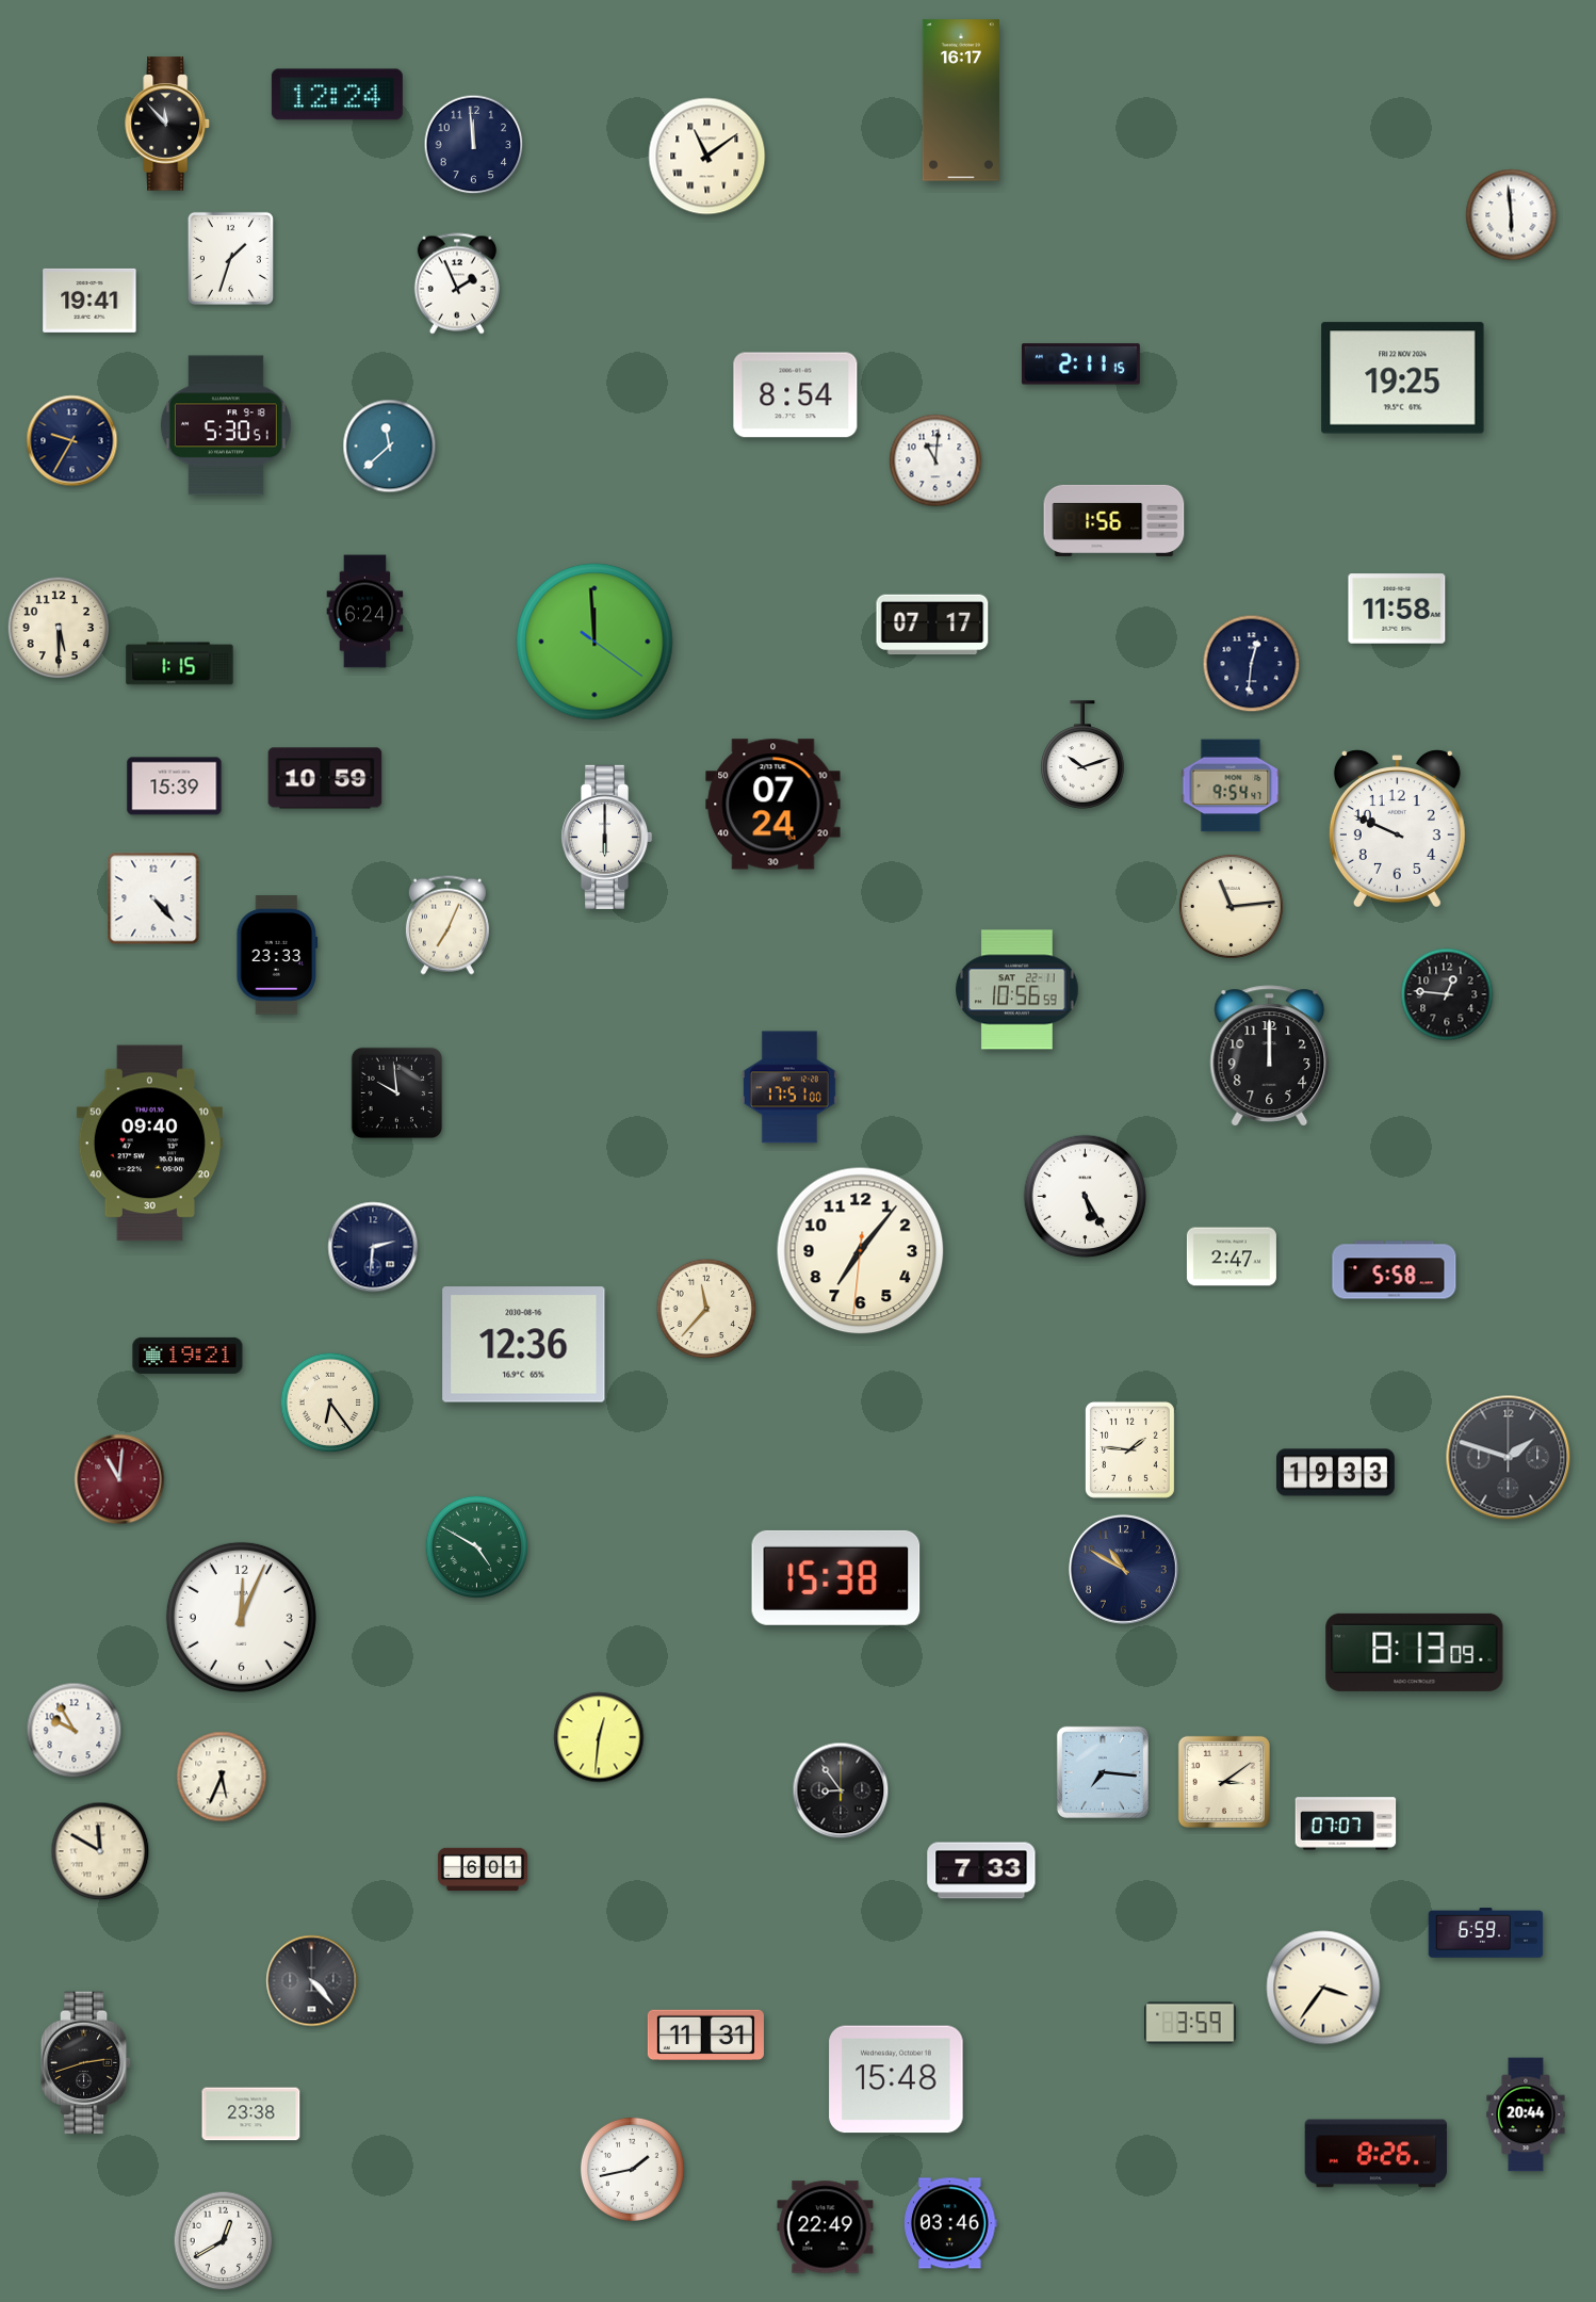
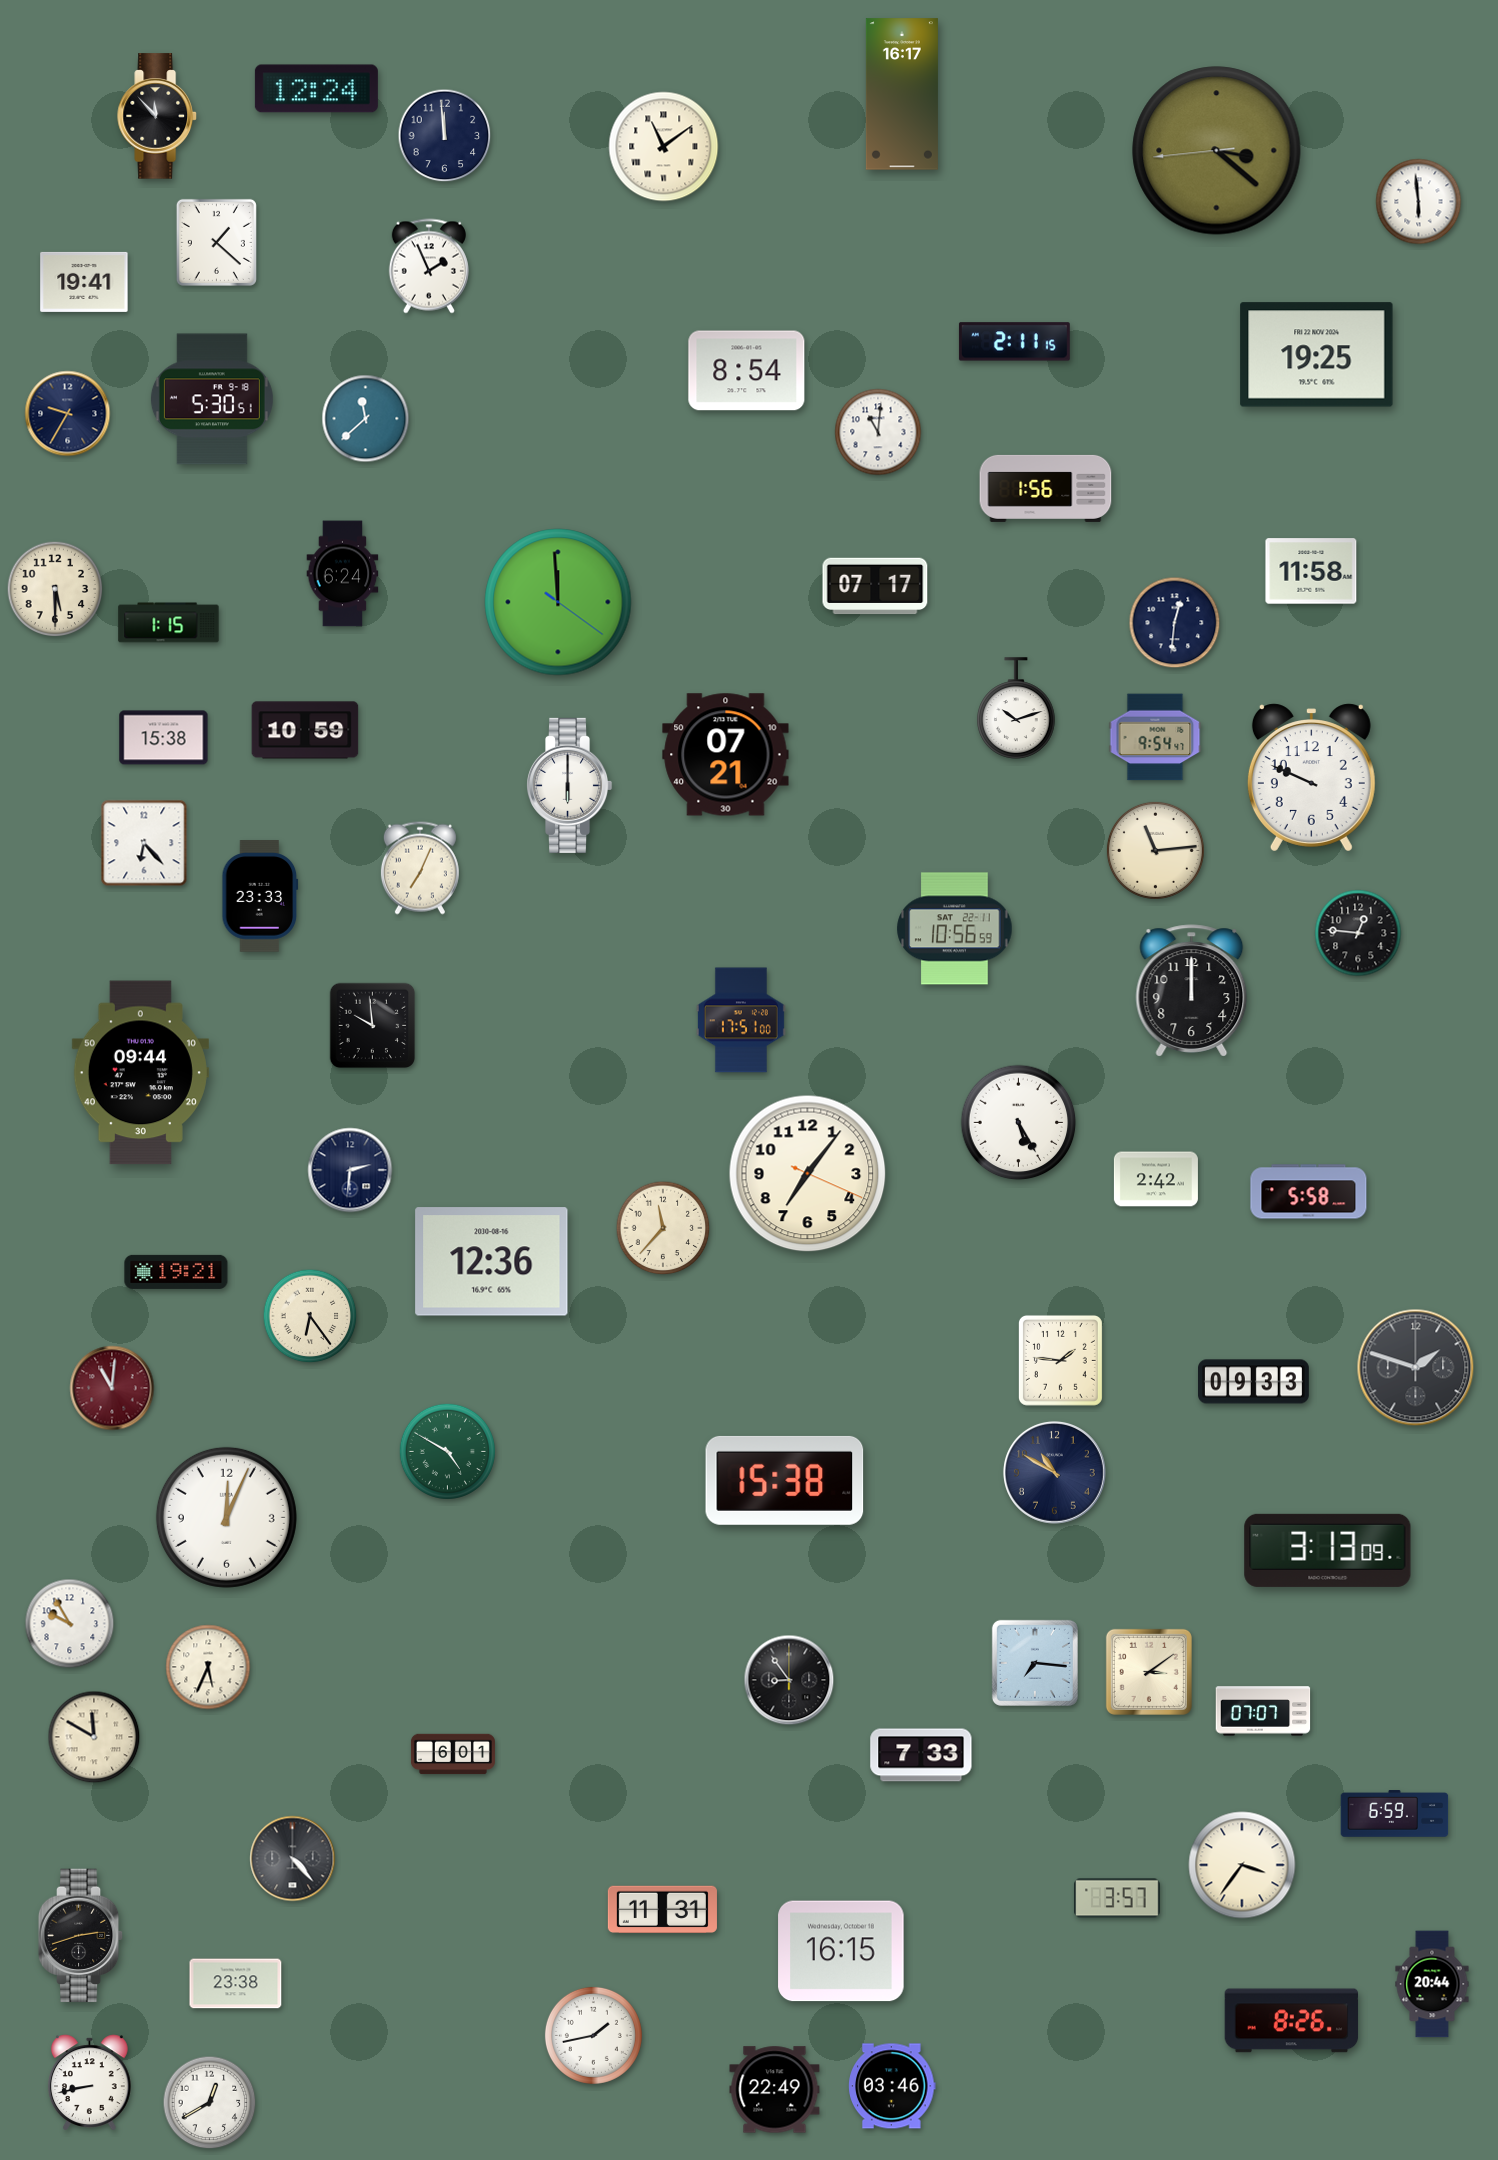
clock at (1217, 151): none -> 3:21
clock at (230, 258): 1:33 -> 1:22
clock at (175, 787): 15:39 -> 15:38
clock at (773, 805): 07:24 -> 07:21
clock at (153, 898): 4:23 -> 6:23
clock at (149, 1144): 09:40 -> 09:44
clock at (861, 1251): 7:06:31 -> 7:06:19
clock at (1232, 1257): 2:47 -> 2:42
clock at (1336, 1473): 19:33 -> 09:33
clock at (1415, 1652): 8:13 -> 3:13
clock at (599, 1737): 12:31 -> none
clock at (1190, 2023): 3:59 -> 3:57
clock at (896, 2079): 15:48 -> 16:15
clock at (89, 2082): none -> 8:43
